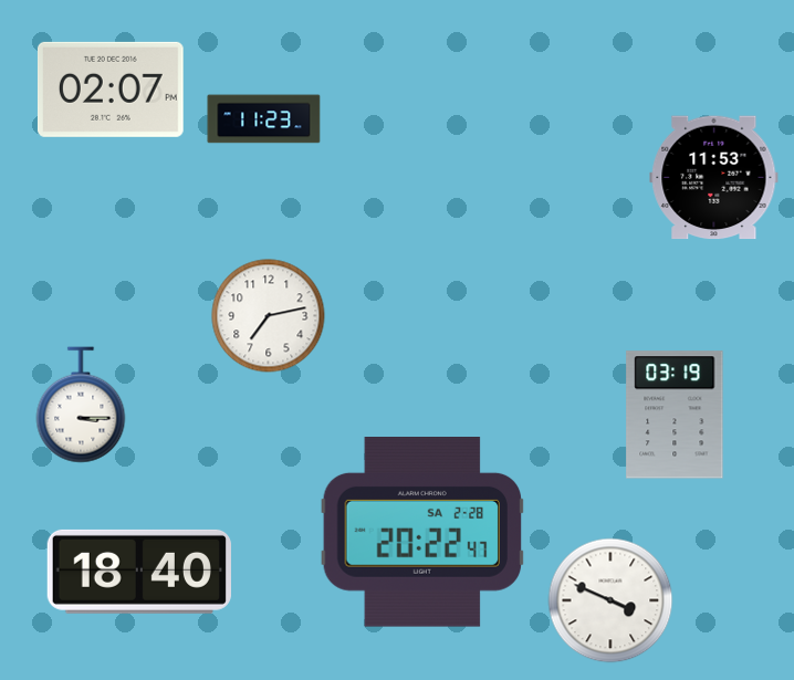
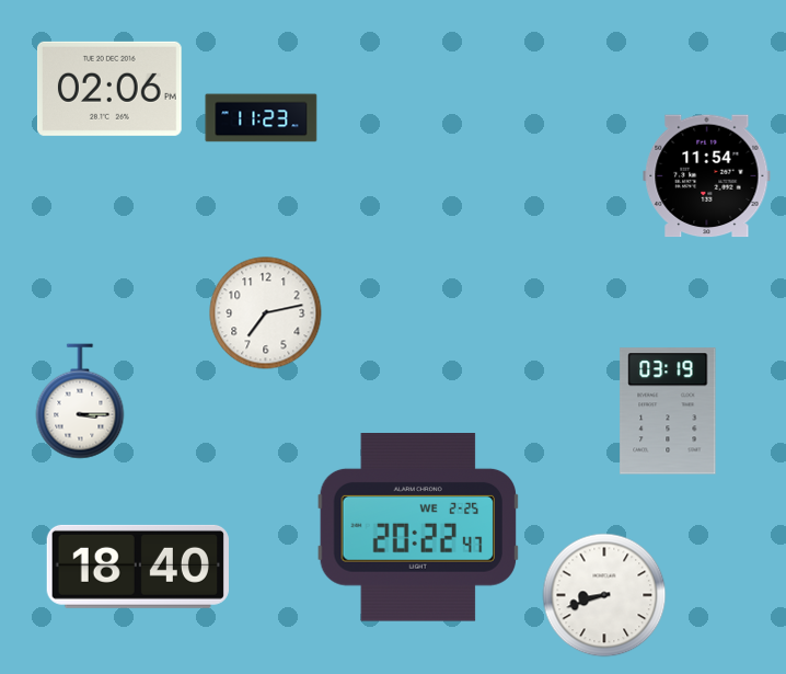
clock at (111, 90): 02:07 -> 02:06
clock at (714, 178): 11:53 -> 11:54
clock at (422, 532) date: SA 2-28 -> WE 2-25
clock at (610, 600): 3:49 -> 8:42
